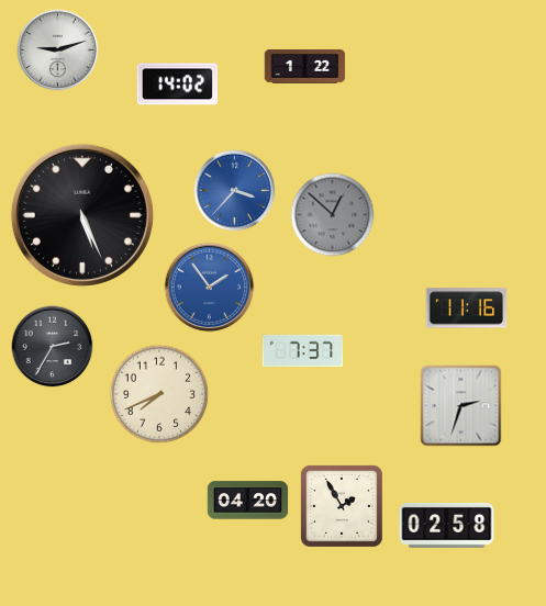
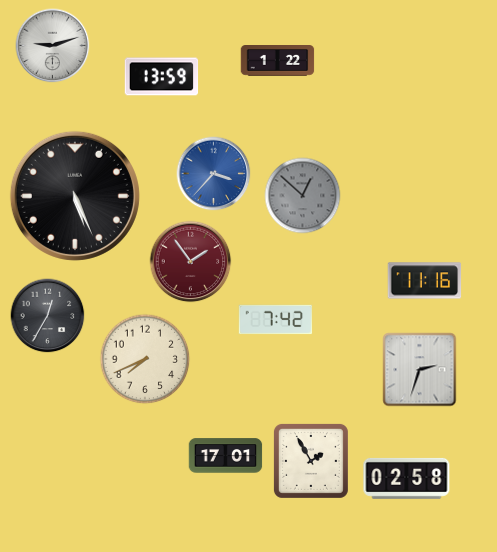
clock at (178, 85): 14:02 -> 13:59
clock at (210, 288) dial: blue -> burgundy
clock at (53, 347): 2:35 -> 12:35
clock at (303, 351): 7:37 -> 7:42
clock at (248, 501): 04:20 -> 17:01
